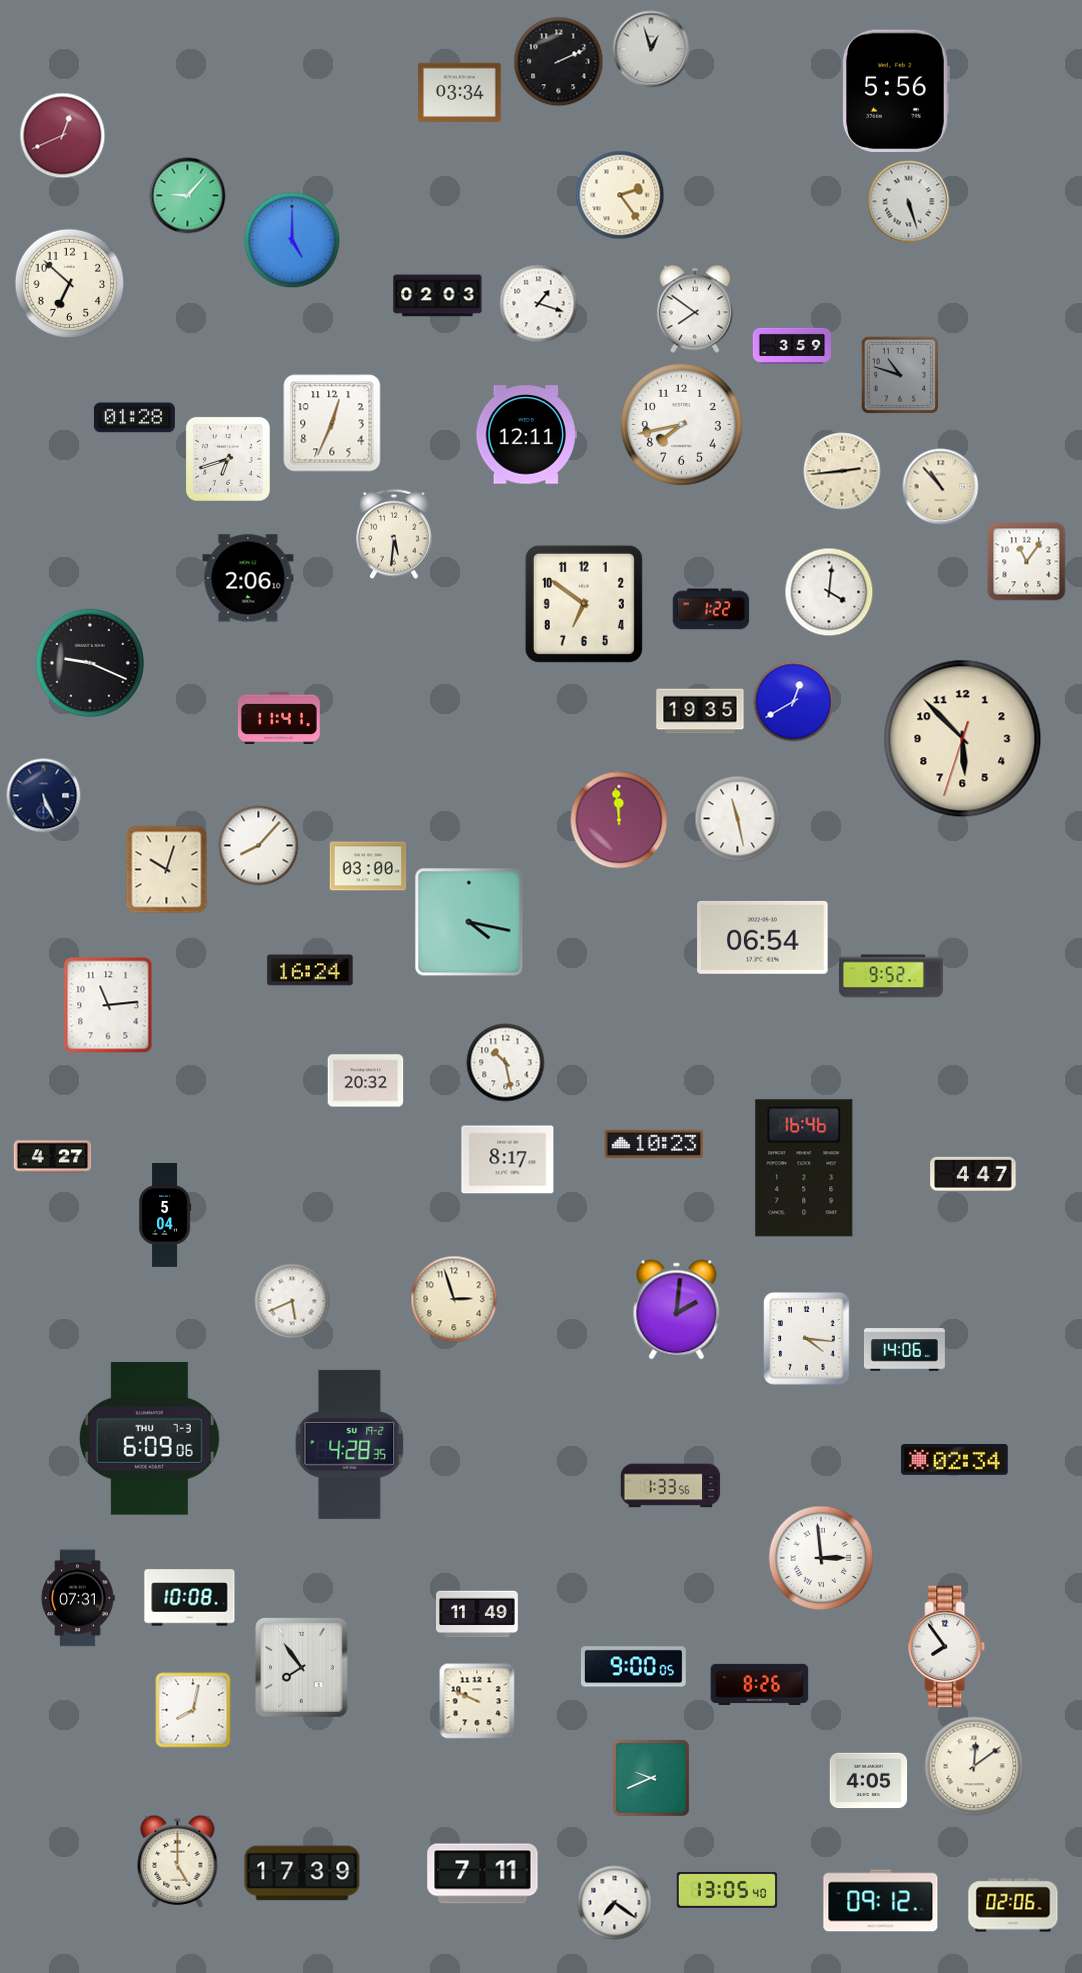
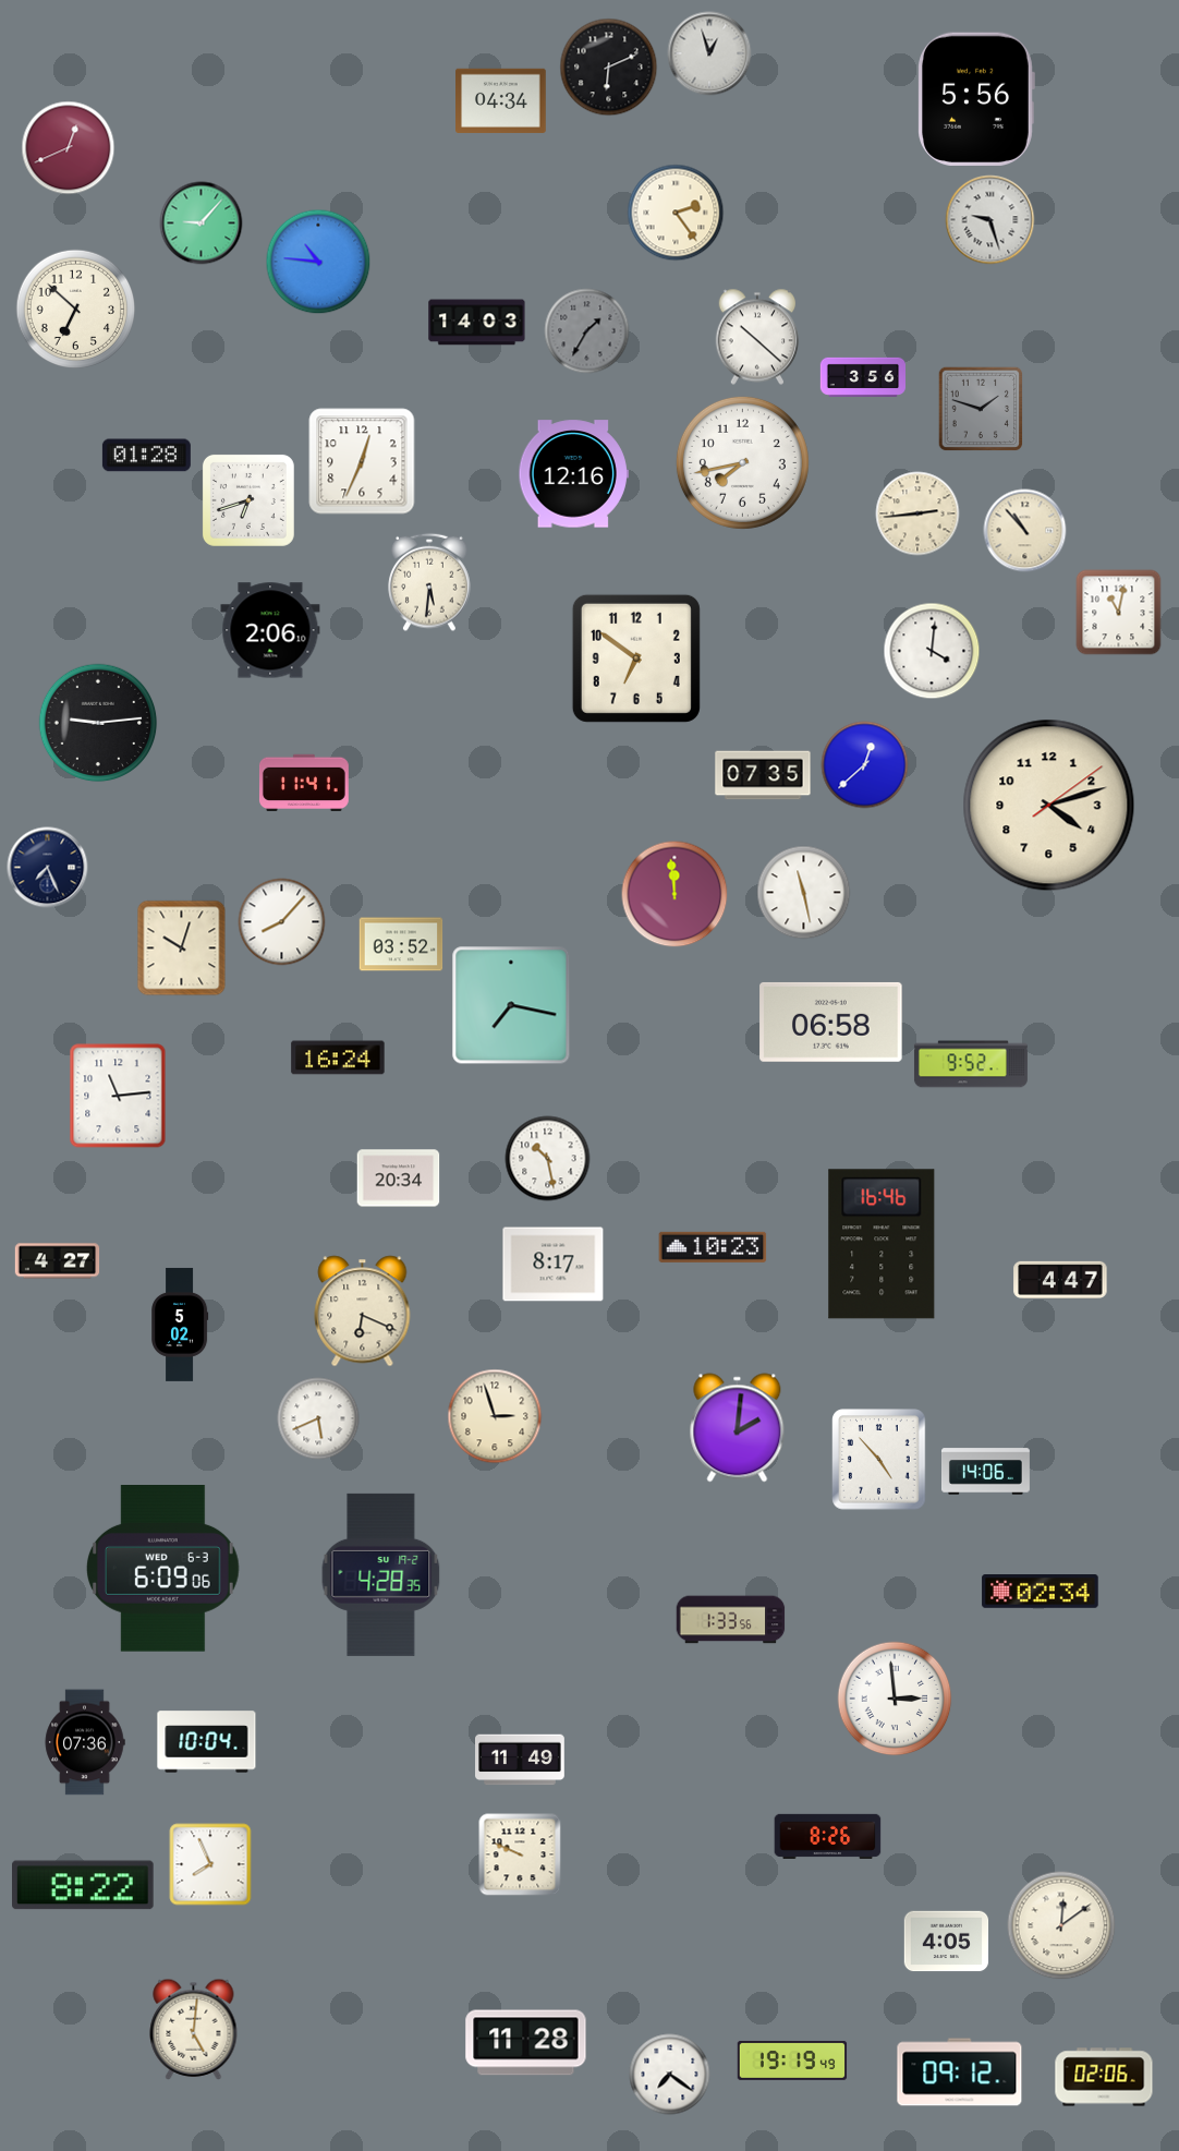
clock at (559, 62): 2:11 -> 6:11
clock at (460, 92): 03:34 -> 04:34
clock at (188, 196) position: (188, 196) -> (202, 223)
clock at (909, 202): 5:27 -> 9:27
clock at (292, 240): 5:00 -> 10:46
clock at (438, 296): 02:03 -> 14:03
clock at (539, 304): 1:18 -> 1:35
clock at (539, 304) dial: white -> grey
clock at (695, 309): 7:51 -> 10:22
clock at (791, 346): 3:59 -> 3:56
clock at (900, 375): 10:48 -> 1:48
clock at (526, 435): 12:11 -> 12:16
clock at (1027, 562): 11:06 -> 11:02
clock at (829, 592) position: (829, 592) -> (932, 651)
clock at (711, 609): 1:22 -> none
clock at (90, 663): 9:19 -> 9:14
clock at (794, 702): 12:40 -> 12:38
clock at (700, 711): 19:35 -> 07:35
clock at (963, 739): 5:52 -> 4:12
clock at (44, 796): 5:26 -> 7:26
clock at (368, 866): 03:00 -> 03:52
clock at (469, 922): 4:17 -> 7:17
clock at (763, 937): 06:54 -> 06:58
clock at (506, 1063) position: (506, 1063) -> (548, 1159)
clock at (366, 1081): 20:32 -> 20:34
clock at (804, 1168) position: (804, 1168) -> (882, 1244)
clock at (363, 1312): none -> 6:19
clock at (166, 1215): 5:04 -> 5:02
clock at (807, 1339): 4:16 -> 4:53
clock at (149, 1439) date: THU 7-3 -> WED 6-3
clock at (78, 1598): 07:31 -> 07:36
clock at (190, 1598): 10:08 -> 10:04
clock at (947, 1647): 7:54 -> none
clock at (633, 1667): 9:00 -> none
clock at (302, 1668): 7:54 -> none
clock at (193, 1710): 8:02 -> 7:56
clock at (84, 1885): none -> 8:22
clock at (652, 1779): 9:41 -> none
clock at (178, 1861): 5:00 -> 5:01
clock at (302, 1873): 17:39 -> none
clock at (483, 1874): 7:11 -> 11:28
clock at (727, 1890): 13:05 -> 19:19
